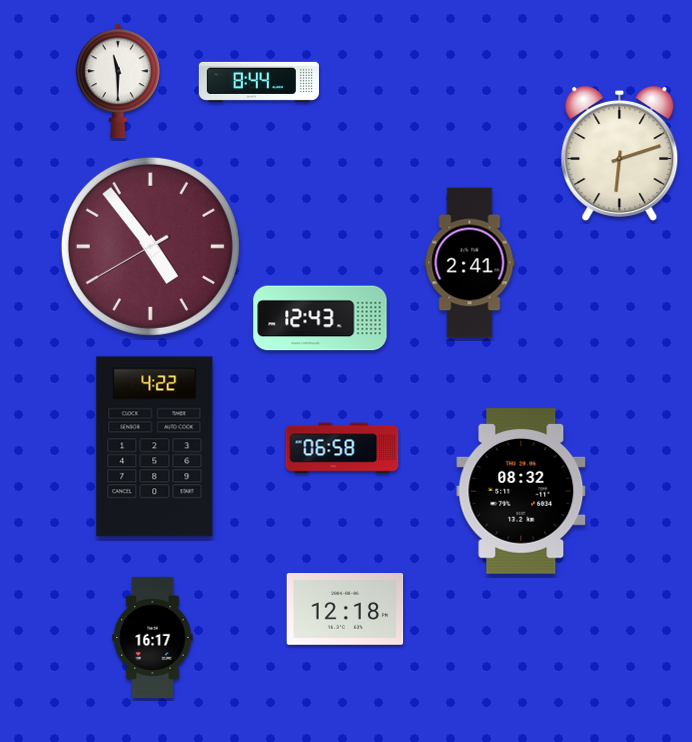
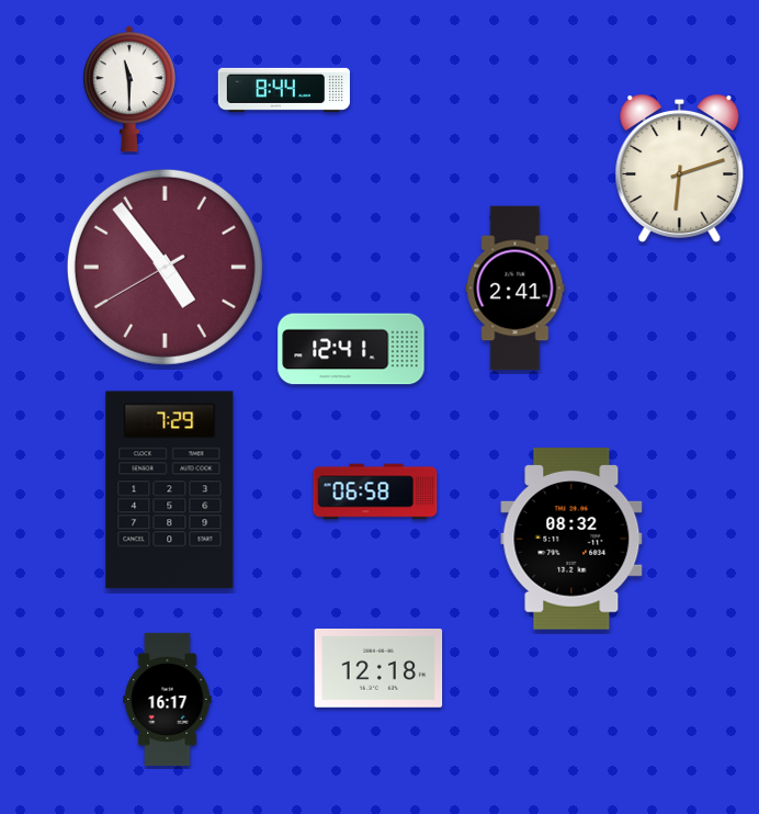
clock at (150, 246) position: (150, 246) -> (165, 267)
clock at (320, 318): 12:43 -> 12:41
clock at (155, 447): 4:22 -> 7:29
